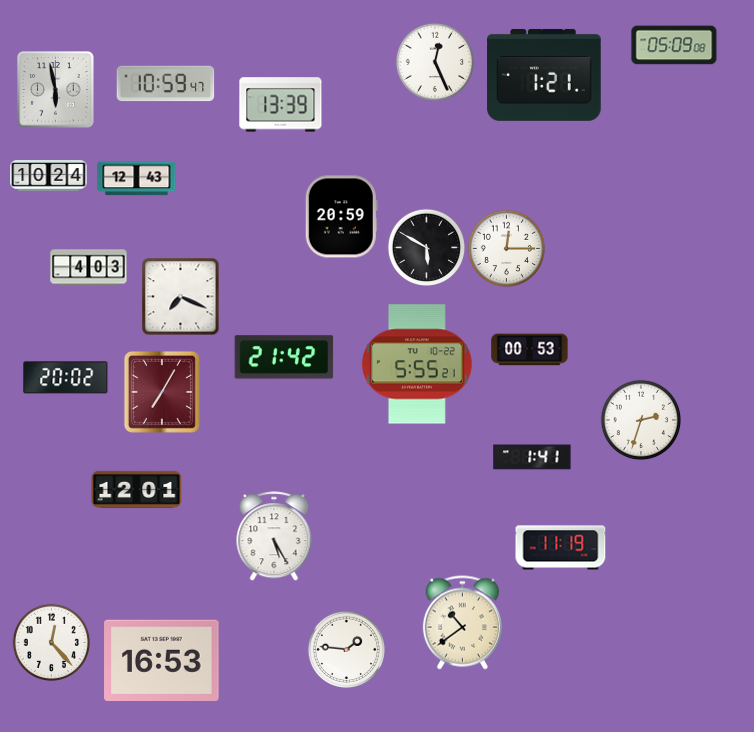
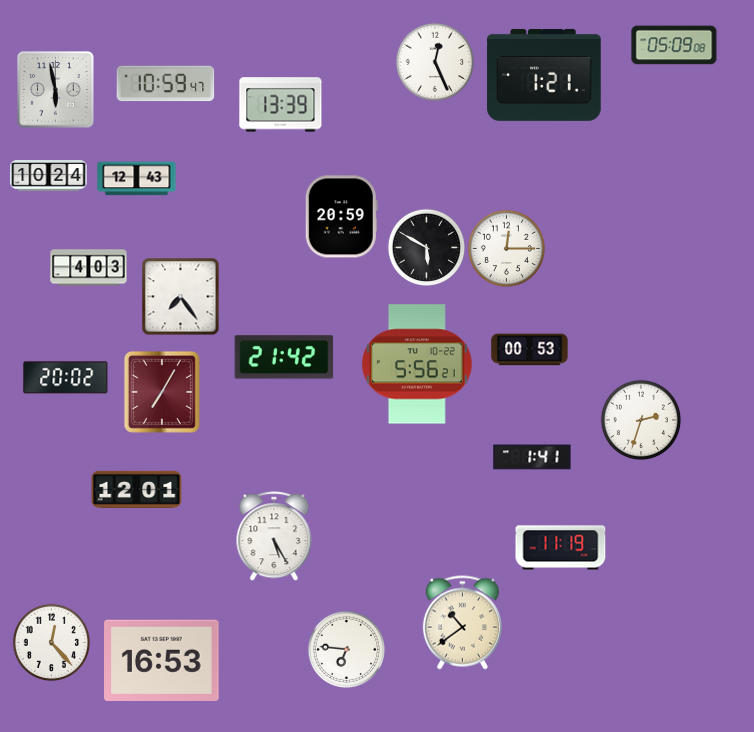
clock at (180, 296): 7:19 -> 7:24
clock at (417, 364): 5:55 -> 5:56
clock at (346, 649): 1:46 -> 6:46
